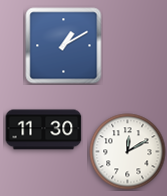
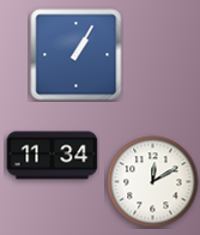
clock at (64, 46): 1:10 -> 1:05
clock at (44, 130): 11:30 -> 11:34
